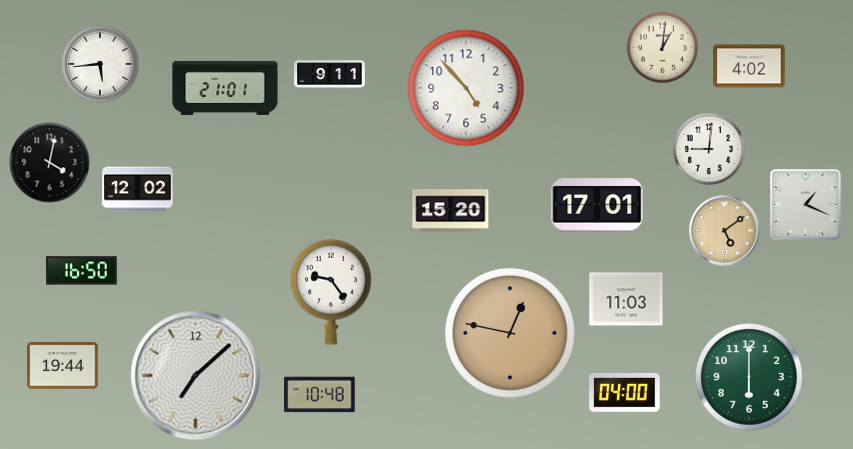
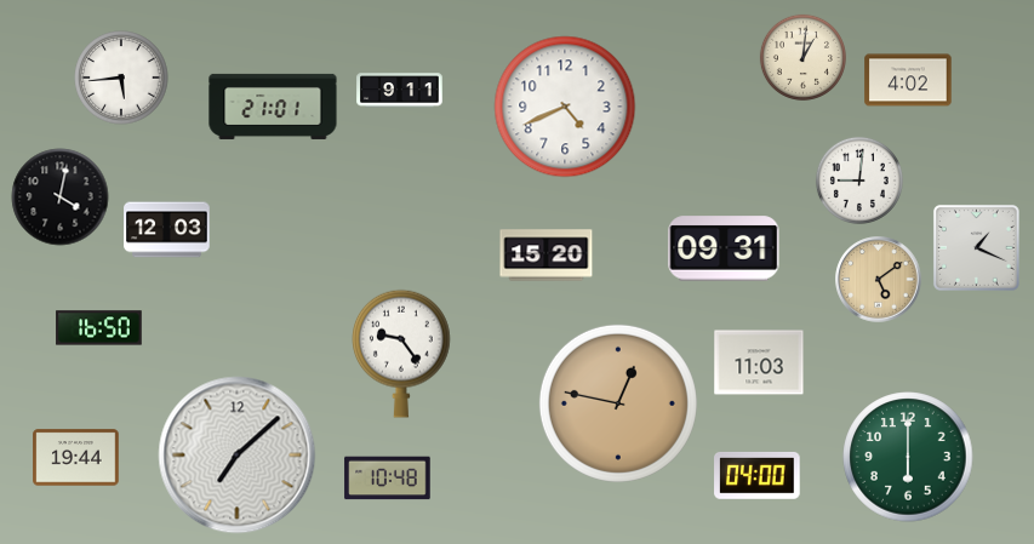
clock at (466, 88): 4:53 -> 4:41
clock at (138, 190): 12:02 -> 12:03
clock at (597, 205): 17:01 -> 09:31
clock at (63, 366) position: (63, 366) -> (76, 458)
